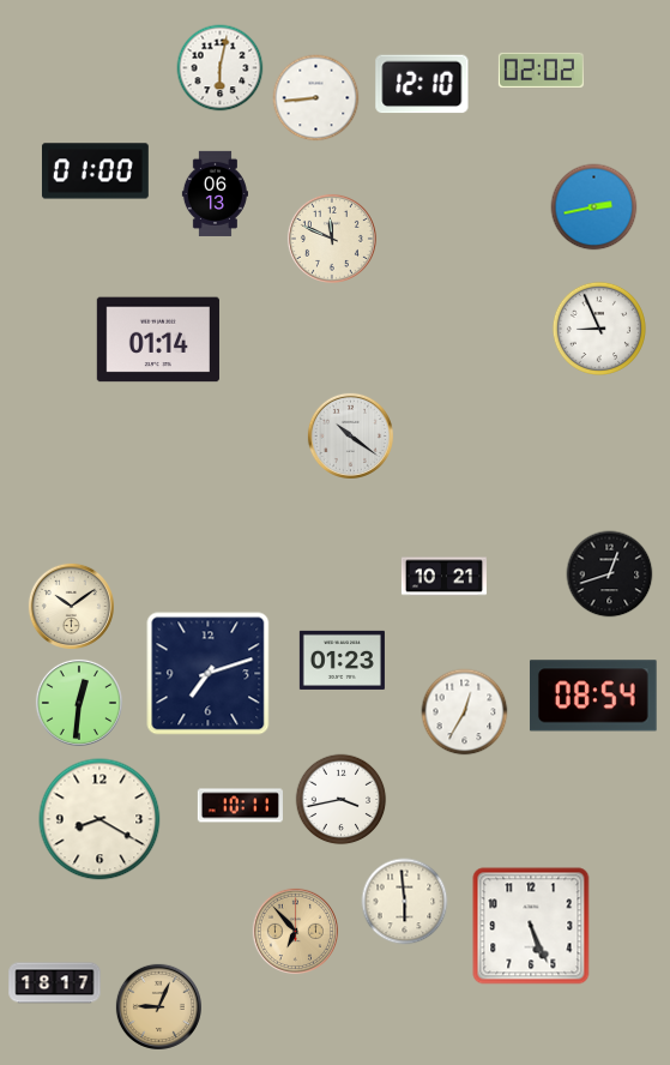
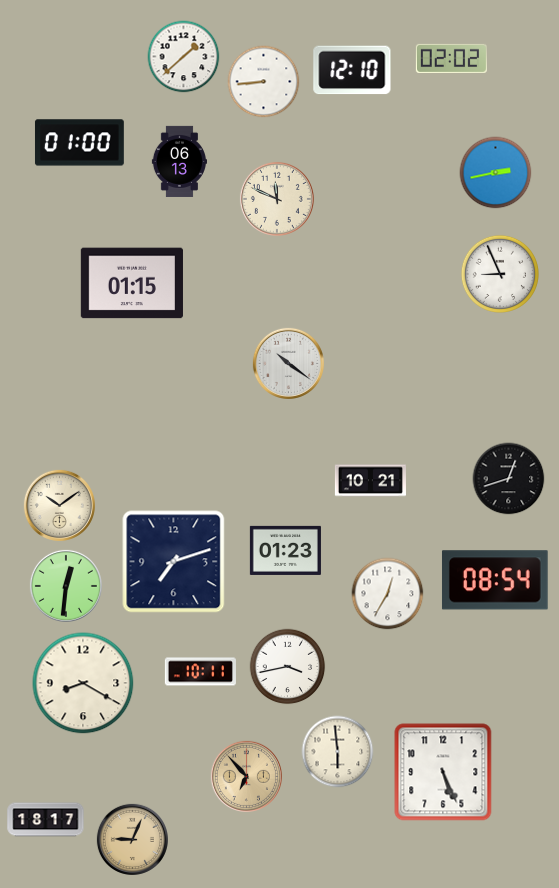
clock at (221, 68): 6:02 -> 1:38
clock at (158, 339): 01:14 -> 01:15
clock at (350, 435) position: (350, 435) -> (288, 363)
clock at (342, 800) position: (342, 800) -> (288, 667)
